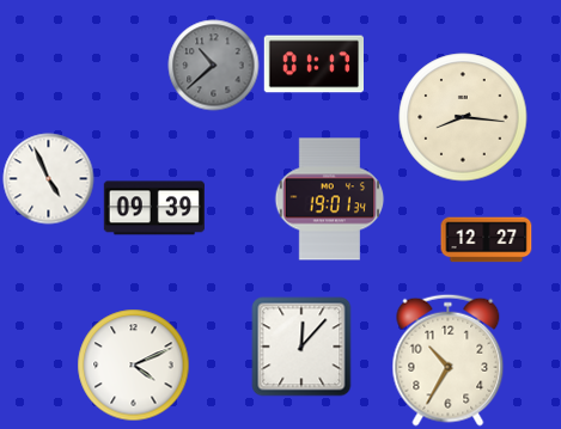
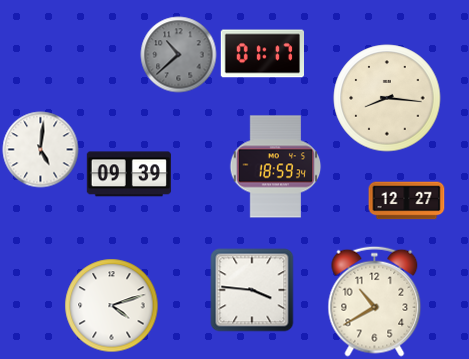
clock at (49, 179): 4:56 -> 5:01
clock at (330, 200): 19:01 -> 18:59
clock at (301, 347): 12:07 -> 3:46
clock at (449, 360): 10:35 -> 10:40
clock at (134, 366): 4:11 -> 4:12
